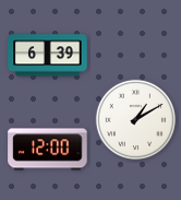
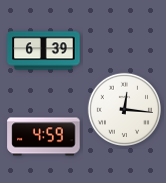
clock at (135, 119): 1:10 -> 12:16
clock at (48, 150): 12:00 -> 4:59
